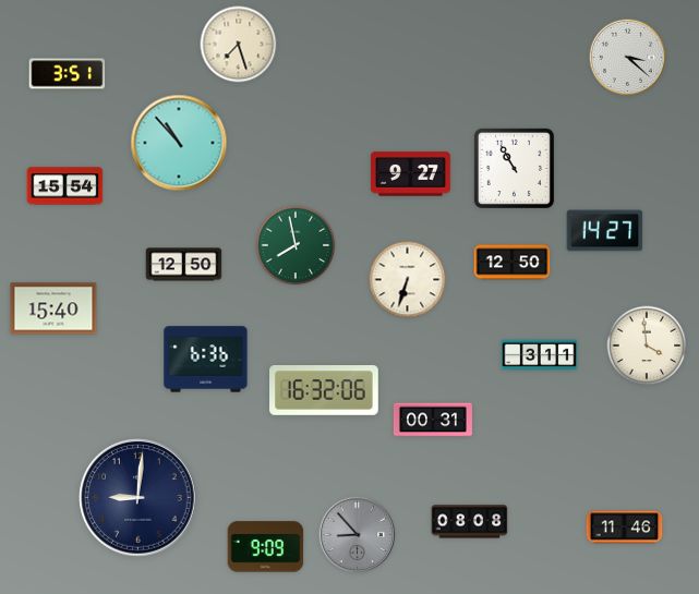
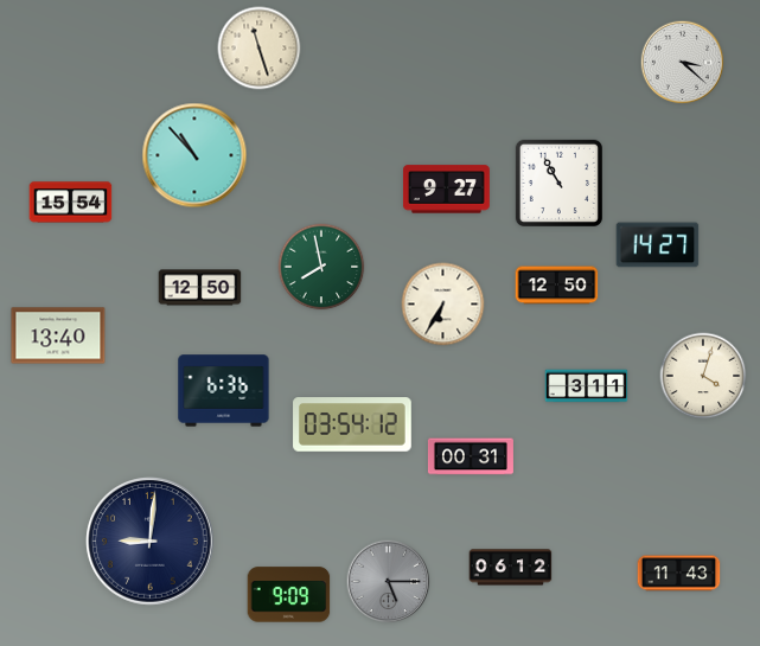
clock at (239, 45): 7:27 -> 11:27
clock at (68, 74): 3:51 -> none
clock at (605, 231) position: (605, 231) -> (658, 245)
clock at (408, 280): 6:33 -> 6:35
clock at (53, 308): 15:40 -> 13:40
clock at (647, 346): 3:59 -> 4:03
clock at (324, 390): 16:32 -> 03:54
clock at (470, 522): 08:08 -> 06:12
clock at (625, 528): 11:46 -> 11:43
clock at (358, 535): 8:53 -> 5:15
